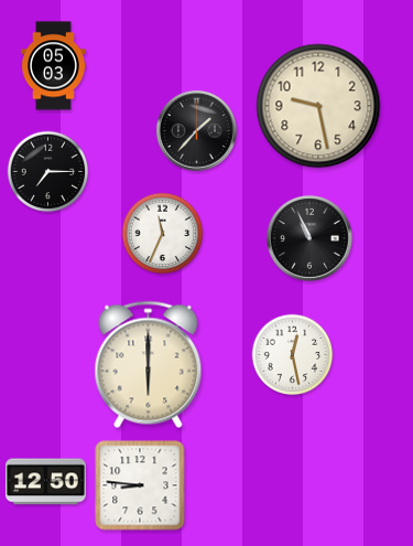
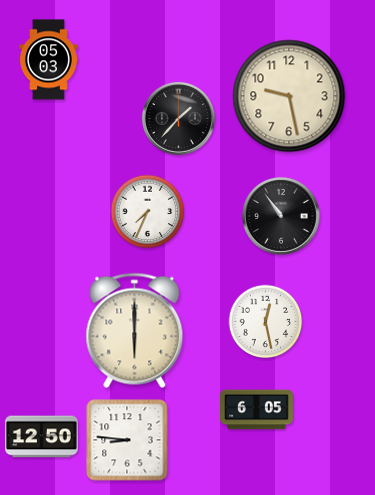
clock at (48, 172): 7:15 -> none
clock at (163, 234): 11:34 -> 7:34
clock at (309, 238): 10:56 -> 10:54
clock at (257, 410): none -> 6:05
